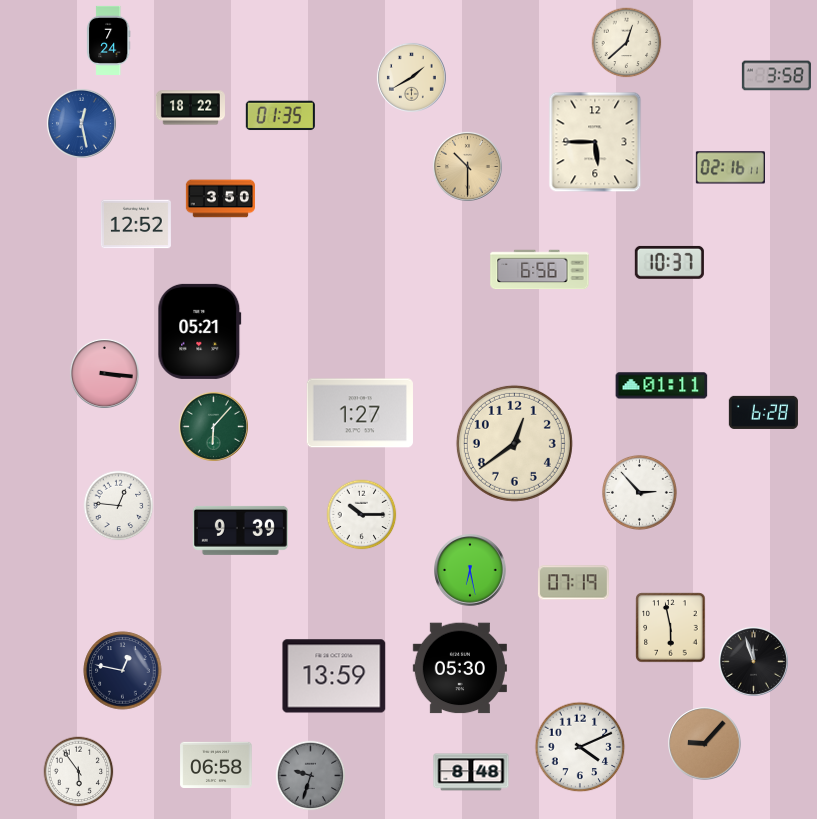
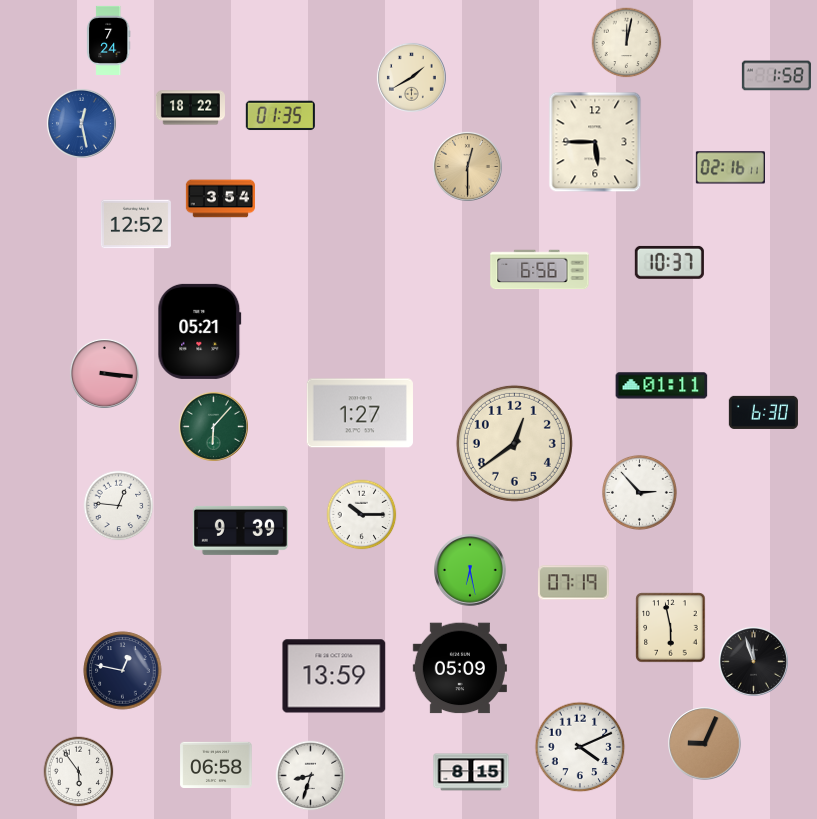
clock at (627, 43): 12:38 -> 12:02
clock at (776, 76): 3:58 -> 1:58
clock at (467, 166): 10:30 -> 12:30
clock at (220, 199): 3:50 -> 3:54
clock at (763, 412): 6:28 -> 6:30
clock at (460, 668): 05:30 -> 05:09
clock at (705, 744): 9:07 -> 9:04
clock at (471, 772): 8:48 -> 8:15
clock at (311, 776): 9:33 -> 8:33
clock at (311, 776) dial: grey -> white
